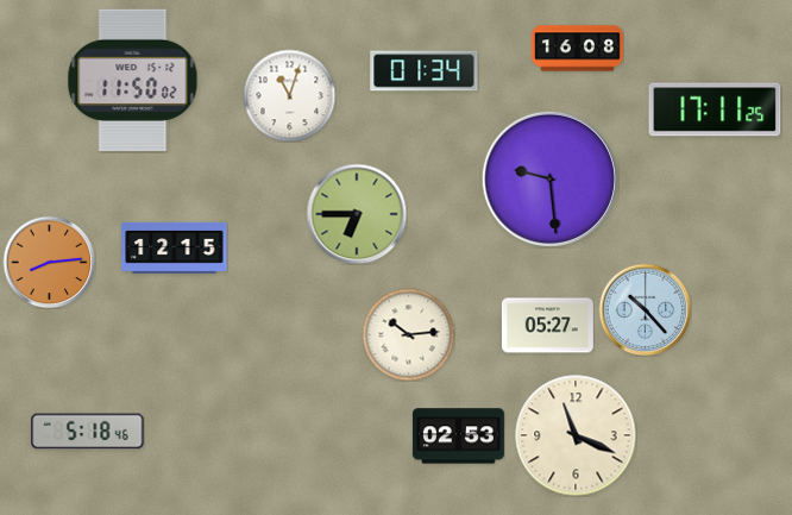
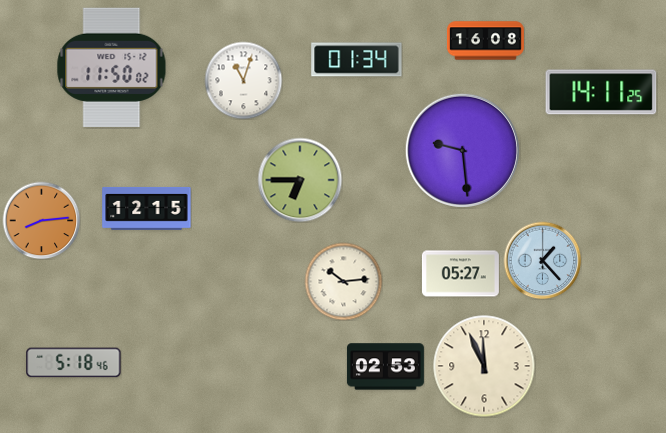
clock at (715, 109): 17:11 -> 14:11
clock at (645, 309): 10:23 -> 1:23
clock at (576, 435): 11:19 -> 11:56
